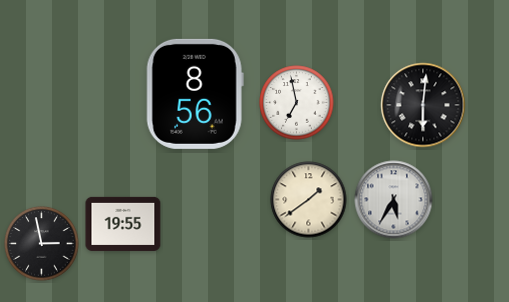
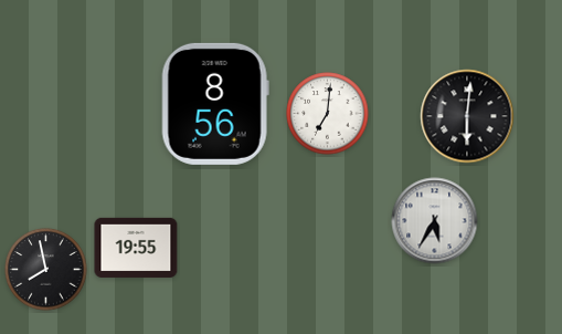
clock at (297, 103): 6:58 -> 7:01
clock at (309, 200): 1:39 -> none
clock at (42, 244): 2:58 -> 7:58
